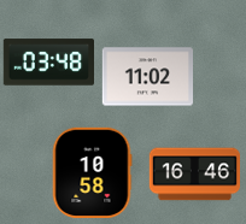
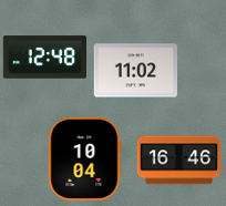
clock at (48, 63): 03:48 -> 12:48
clock at (92, 172): 10:58 -> 10:04
